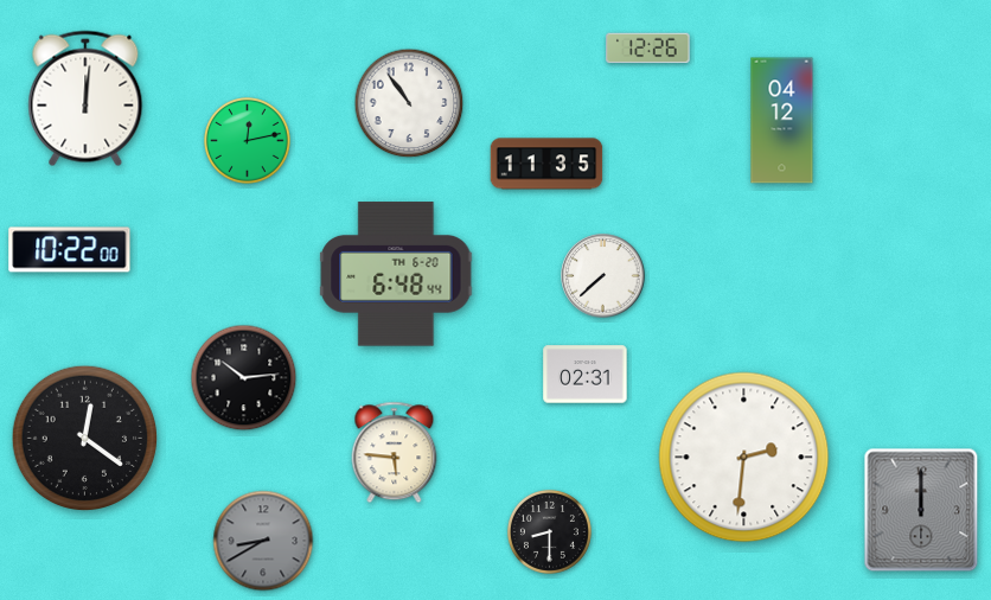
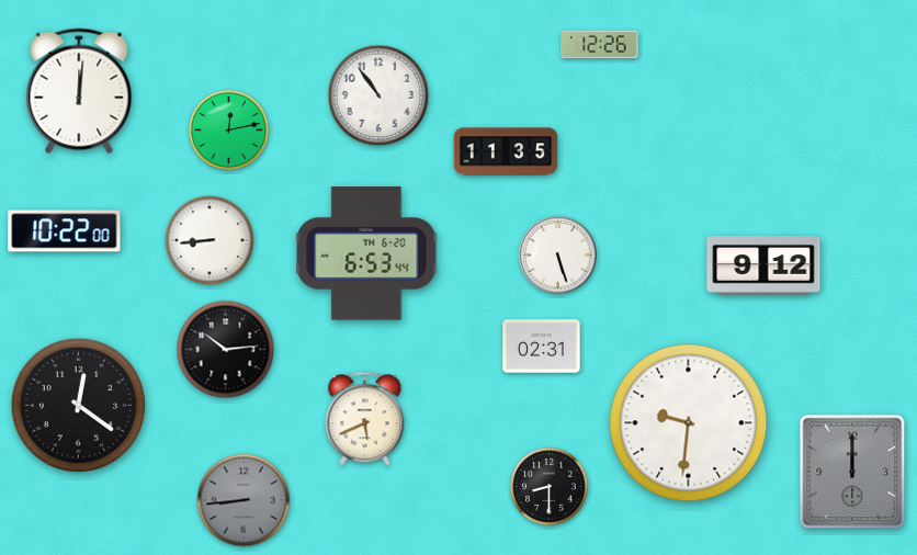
clock at (782, 121): 04:12 -> none
clock at (210, 240): none -> 8:44
clock at (396, 274): 6:48 -> 6:53
clock at (603, 276): 7:38 -> 5:27
clock at (763, 267): none -> 9:12
clock at (395, 453): 5:46 -> 5:41
clock at (744, 458): 2:31 -> 9:31
clock at (549, 531) position: (549, 531) -> (548, 486)
clock at (263, 541): 8:40 -> 8:44
